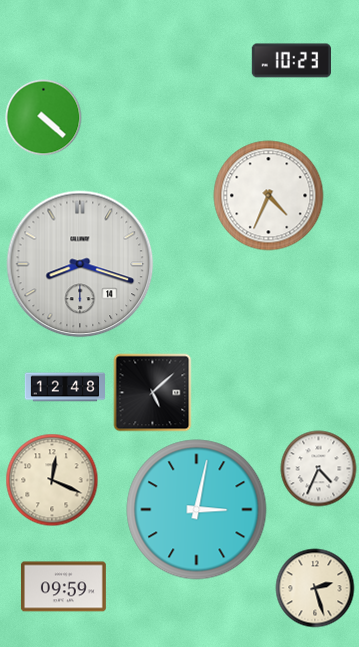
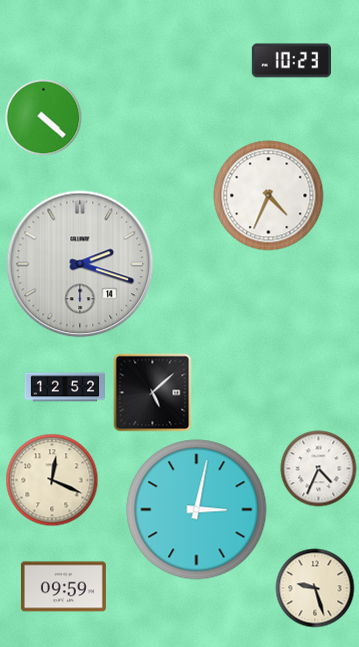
clock at (80, 264): 8:18 -> 2:18
clock at (64, 387): 12:48 -> 12:52
clock at (315, 588): 2:27 -> 9:27
